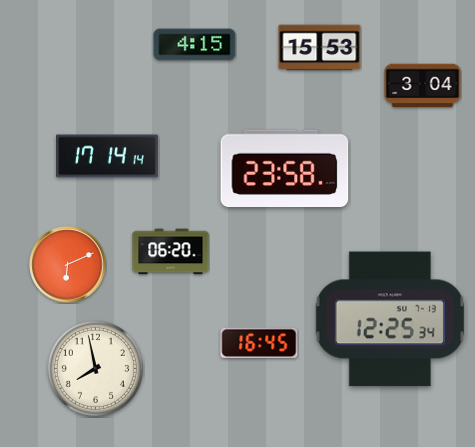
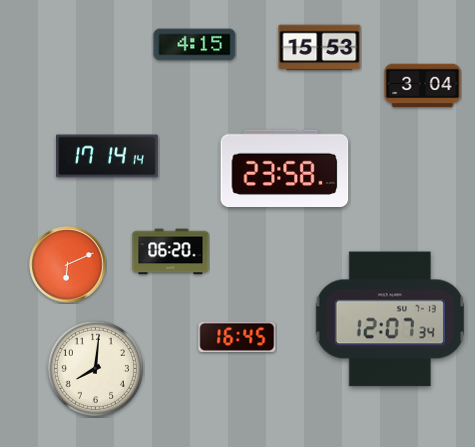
clock at (390, 319): 12:25 -> 12:07
clock at (259, 342) position: (259, 342) -> (237, 336)
clock at (95, 368): 7:58 -> 8:01
